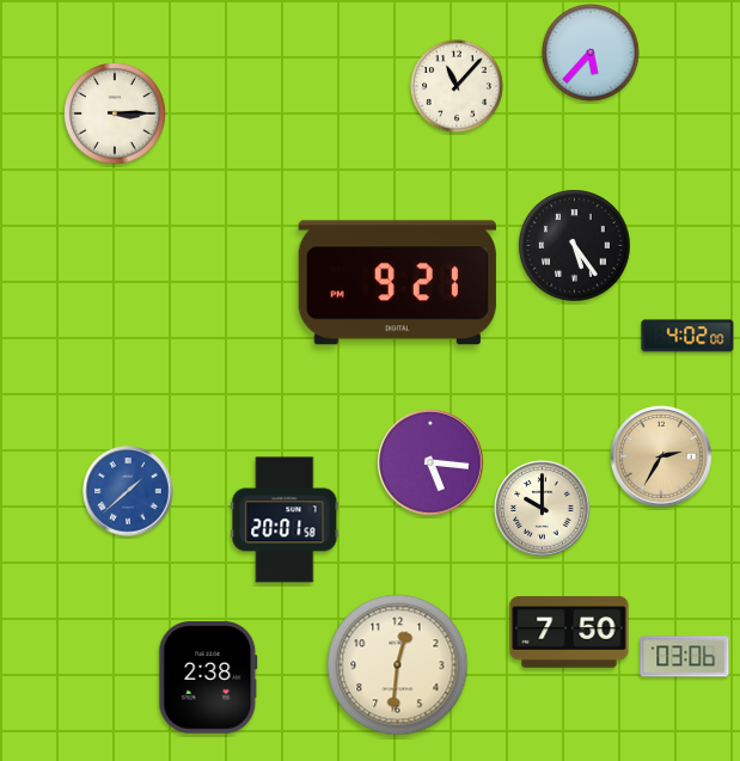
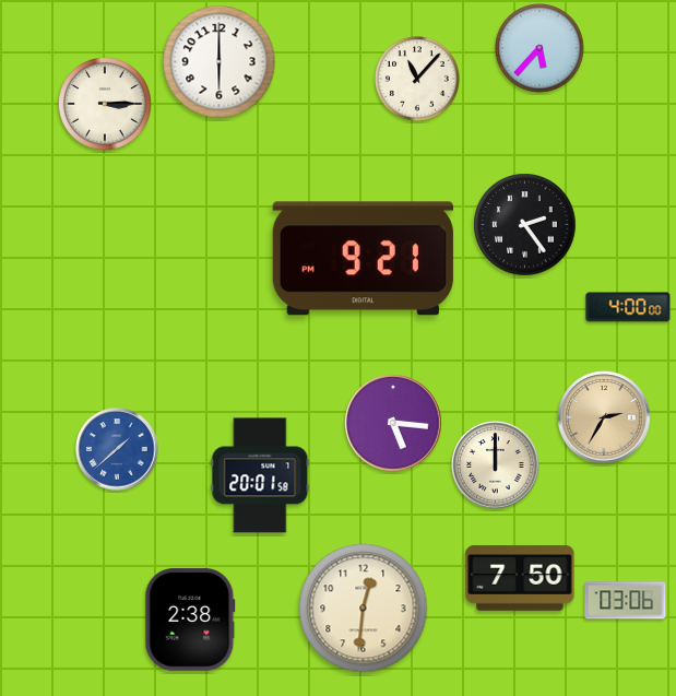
clock at (220, 62): none -> 6:00
clock at (575, 246): 5:24 -> 2:24
clock at (687, 336): 4:02 -> 4:00
clock at (543, 509): 10:00 -> 12:00
